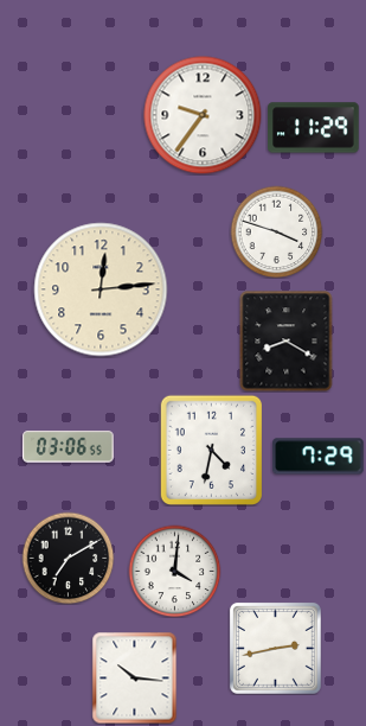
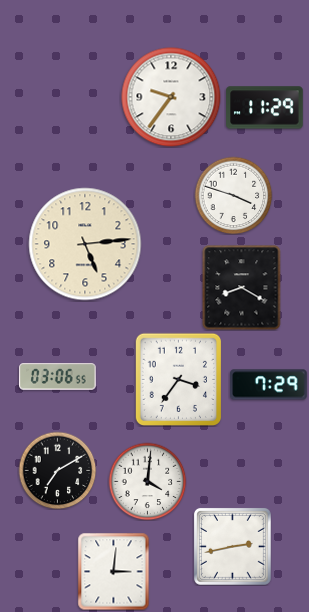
clock at (101, 289): 12:14 -> 5:14
clock at (211, 450): 4:32 -> 3:36
clock at (135, 677): 10:16 -> 3:01
